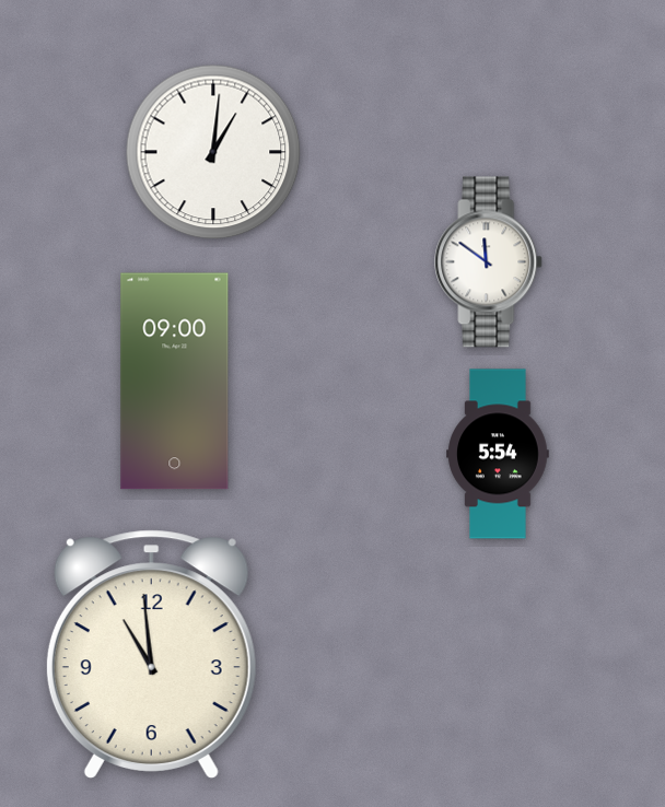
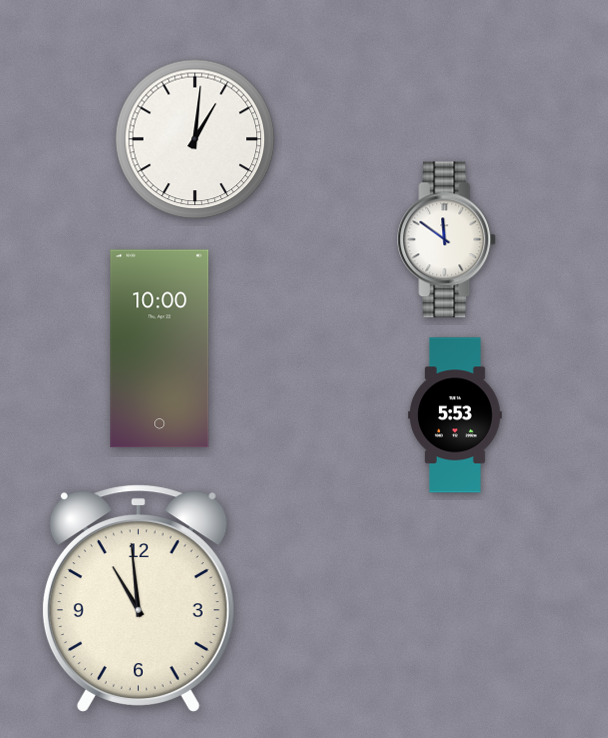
clock at (175, 382): 09:00 -> 10:00
clock at (498, 454): 5:54 -> 5:53
